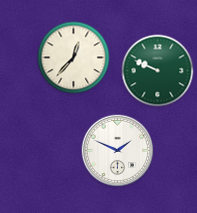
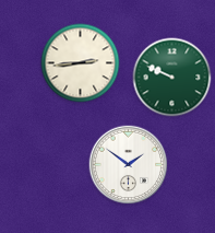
clock at (74, 58): 12:37 -> 2:44
clock at (118, 151): 1:49 -> 1:51
